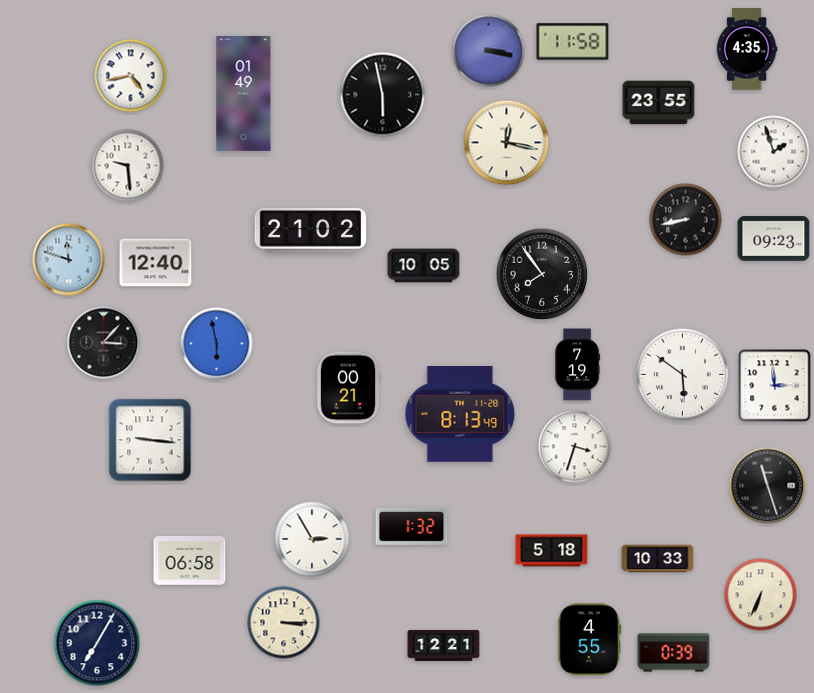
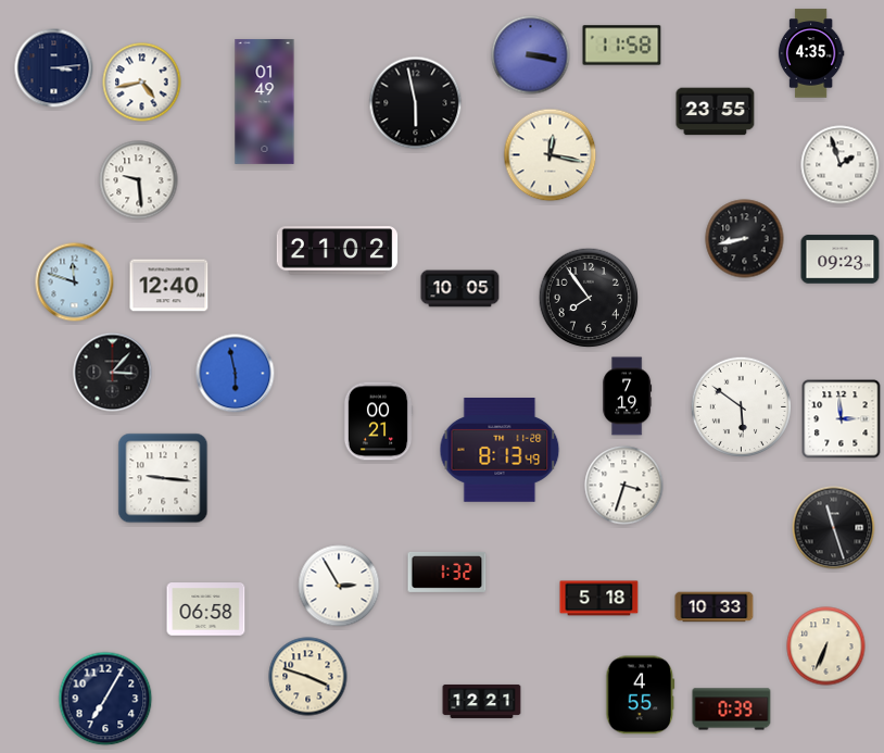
clock at (54, 68): none -> 3:14
clock at (284, 623): 3:15 -> 3:48
